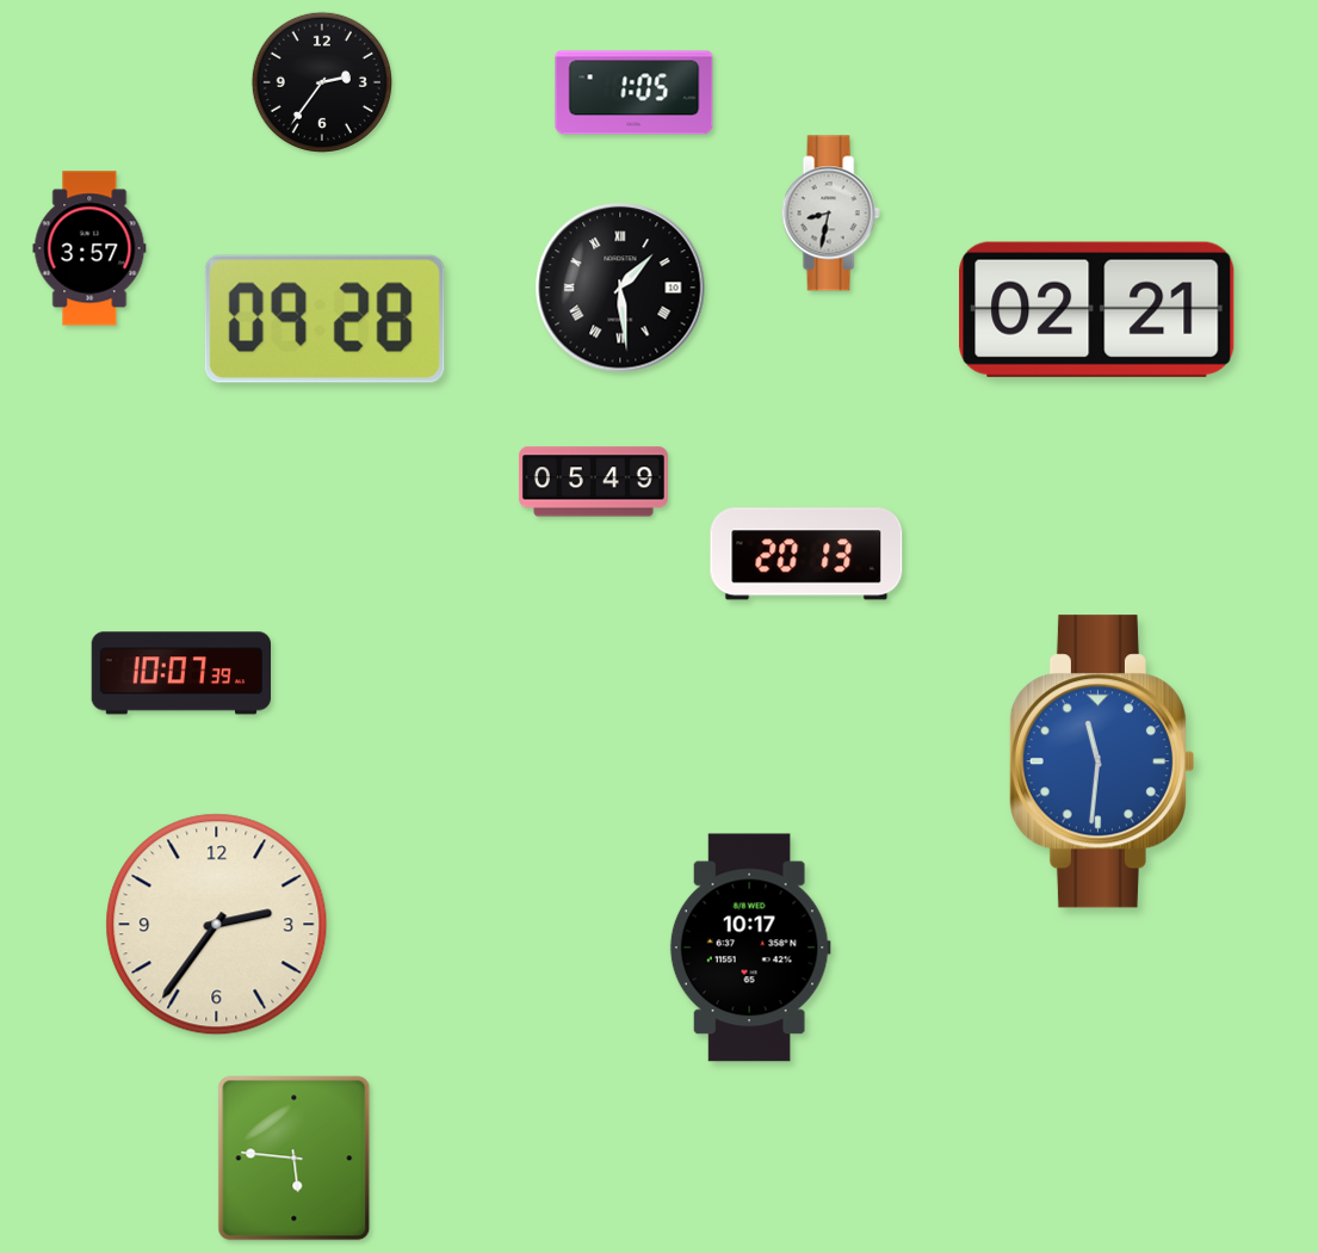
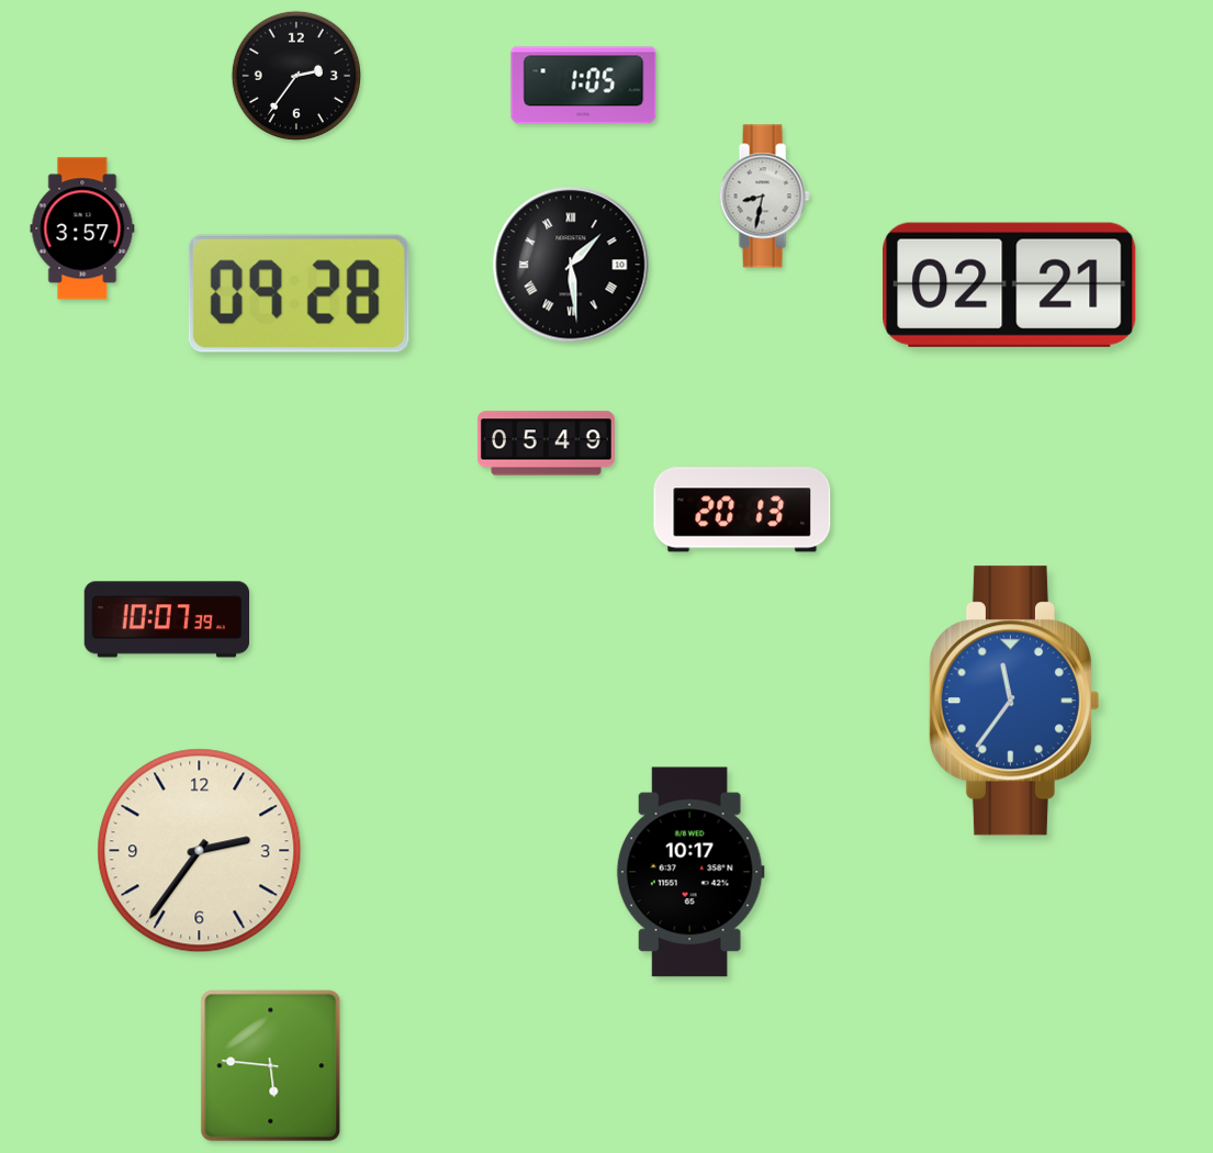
clock at (1101, 761): 11:31 -> 11:36
